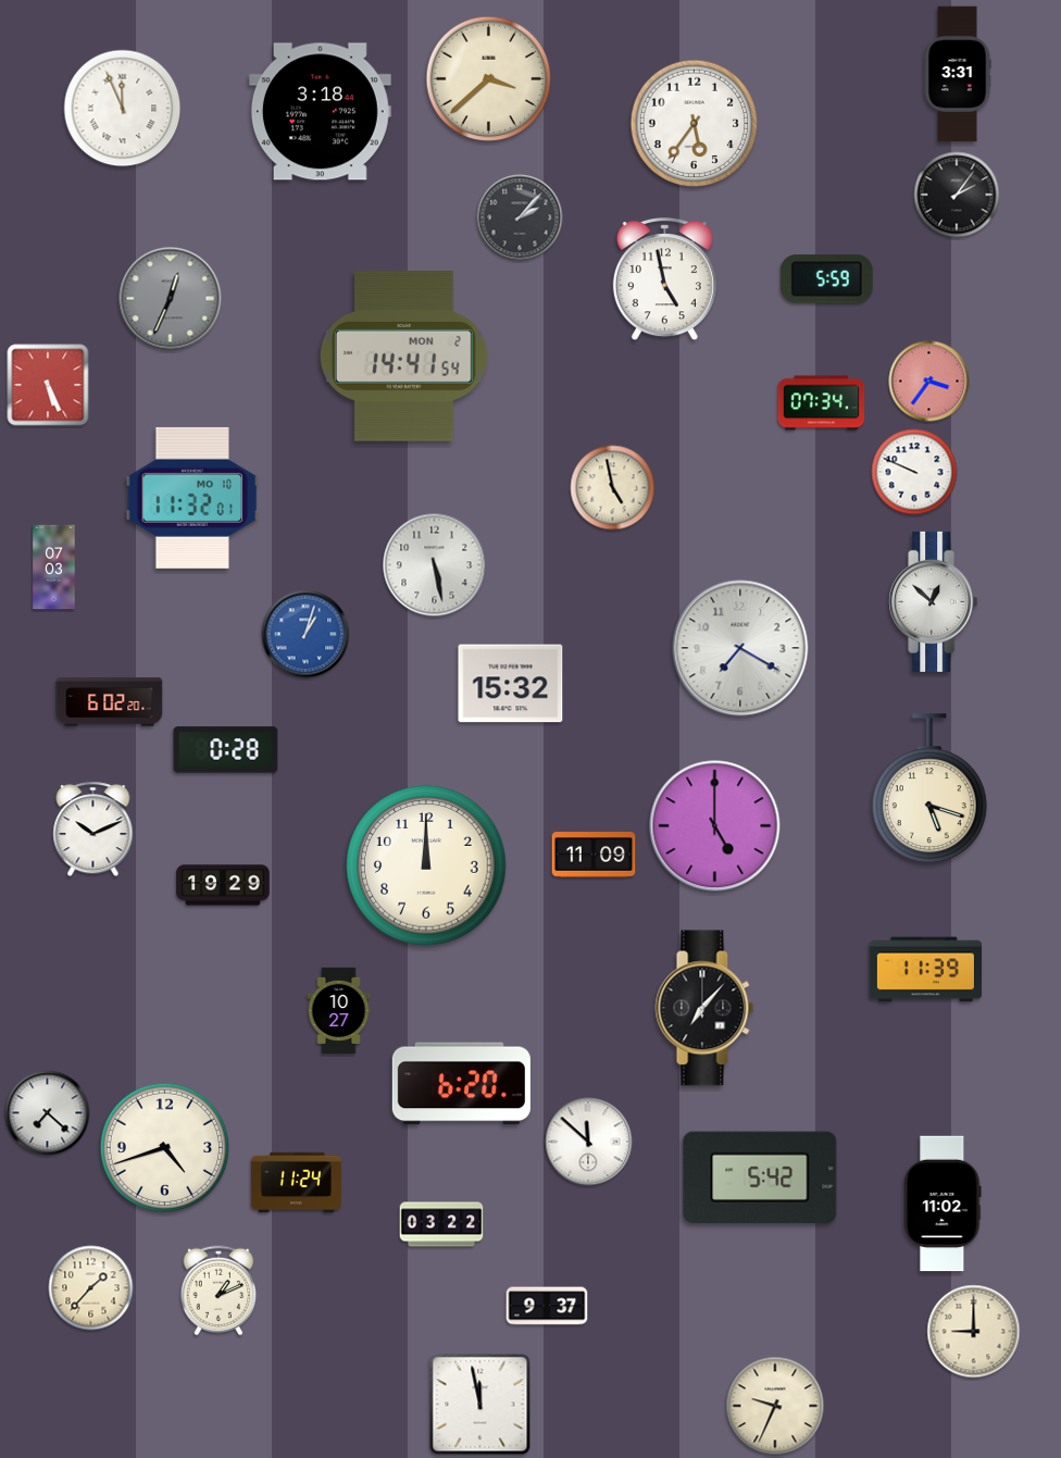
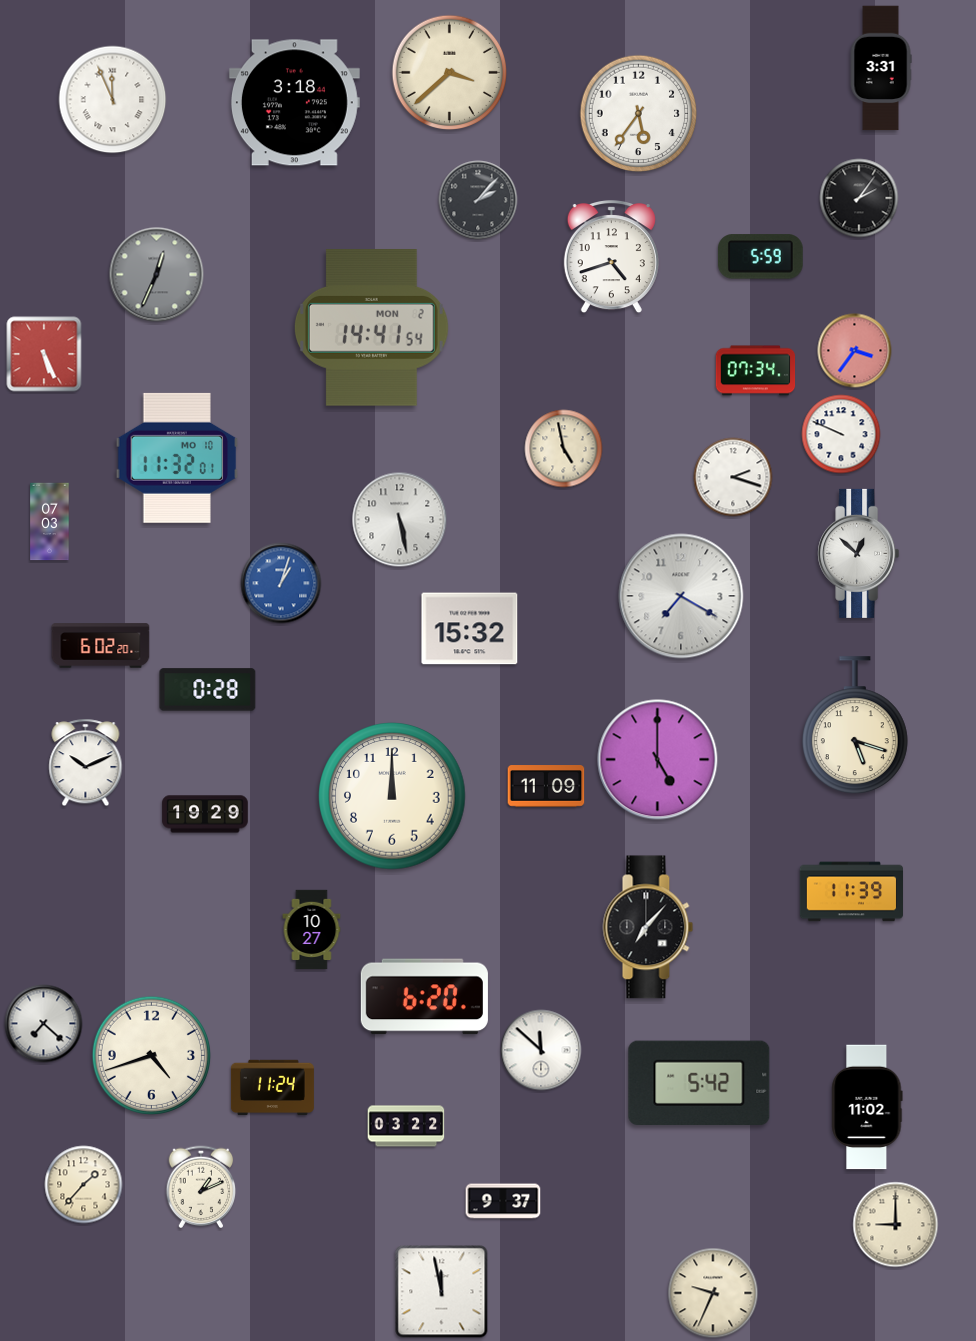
clock at (957, 195) position: (957, 195) -> (859, 198)
clock at (664, 281): 4:58 -> 4:42
clock at (733, 477): none -> 2:18
